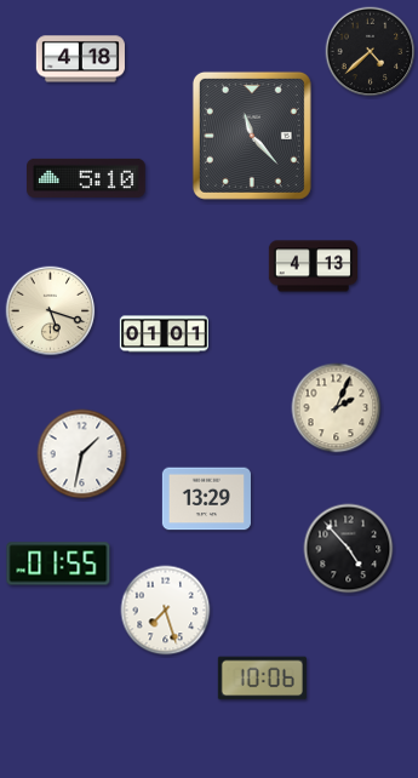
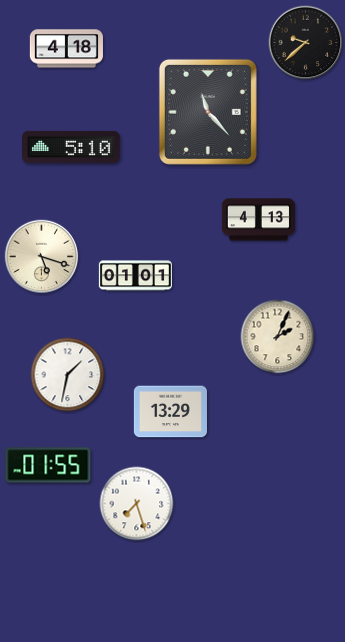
clock at (371, 52): 4:38 -> 9:38
clock at (349, 549): 4:53 -> none
clock at (262, 679): 10:06 -> none
